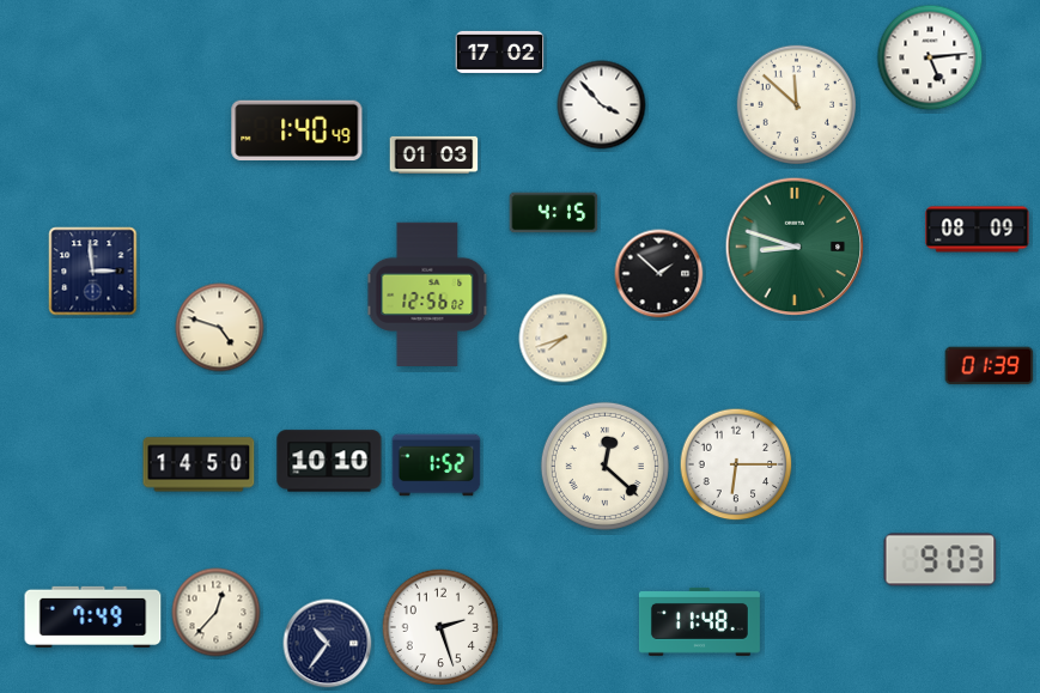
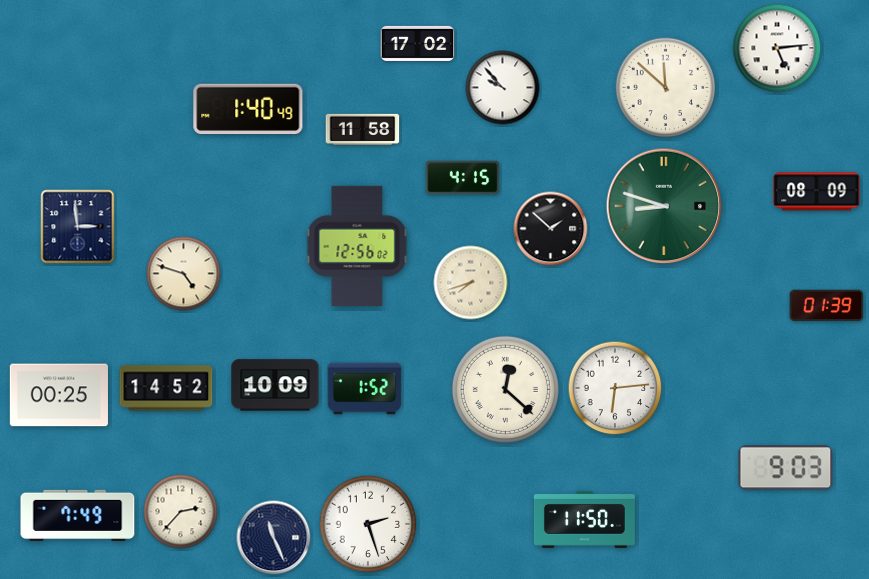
clock at (602, 105): 3:53 -> 9:53
clock at (434, 154): 01:03 -> 11:58
clock at (329, 461): 10:10 -> 10:09
clock at (199, 464): 14:50 -> 14:52
clock at (736, 464): 6:15 -> 6:14
clock at (59, 395): none -> 00:25
clock at (217, 613): 12:37 -> 2:37
clock at (699, 621): 11:48 -> 11:50
clock at (328, 644): 10:36 -> 11:26
